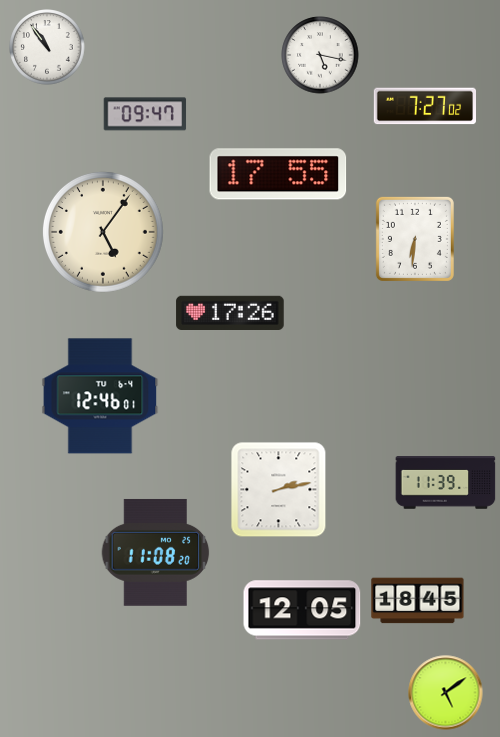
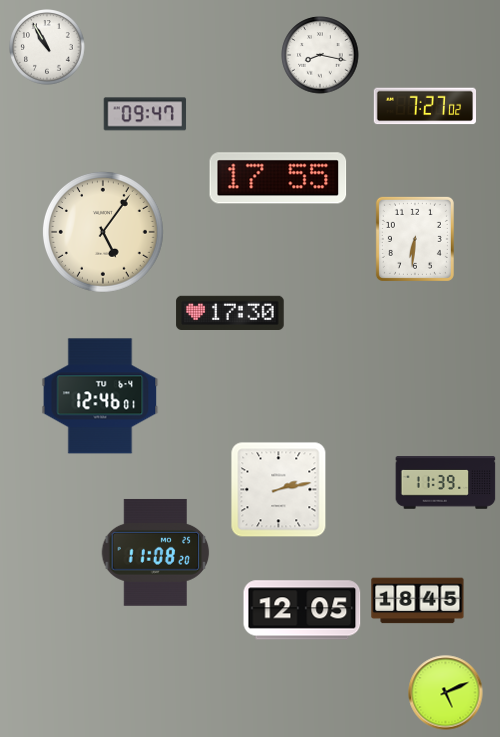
clock at (47, 47): 10:54 -> 10:55
clock at (320, 55): 5:17 -> 8:17
clock at (278, 174) position: (278, 174) -> (278, 178)
clock at (230, 312): 17:26 -> 17:30
clock at (446, 693): 5:09 -> 5:11
